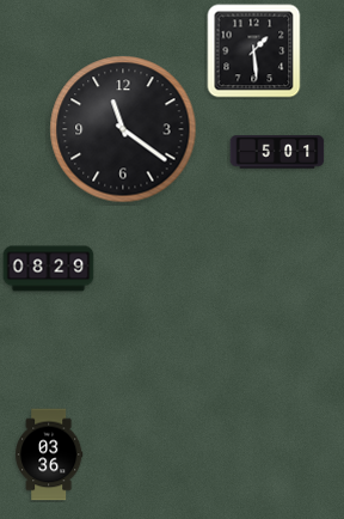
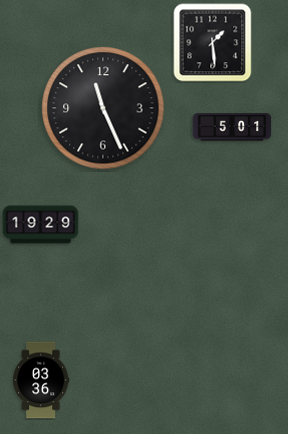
clock at (123, 129): 11:21 -> 11:26
clock at (49, 269): 08:29 -> 19:29
